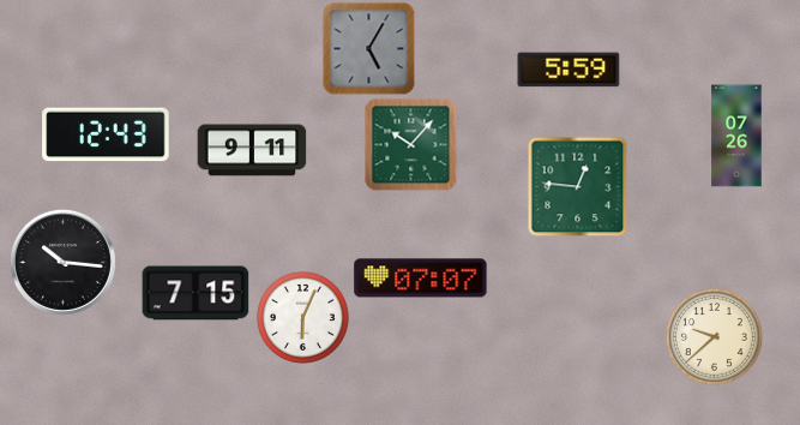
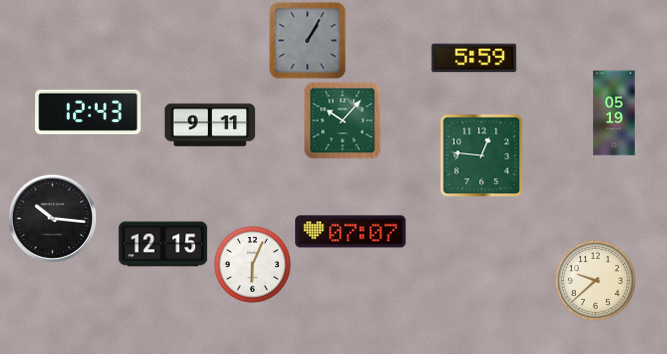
clock at (368, 48): 5:05 -> 1:05
clock at (736, 136): 07:26 -> 05:19
clock at (196, 293): 7:15 -> 12:15
